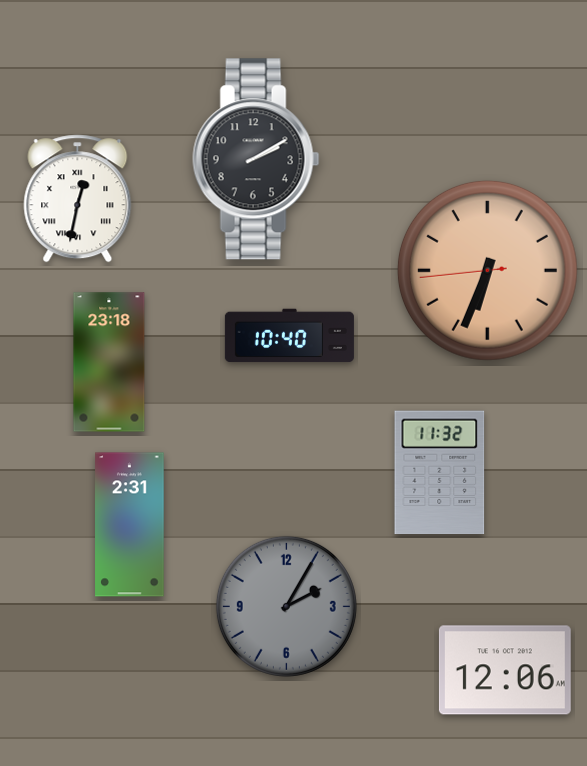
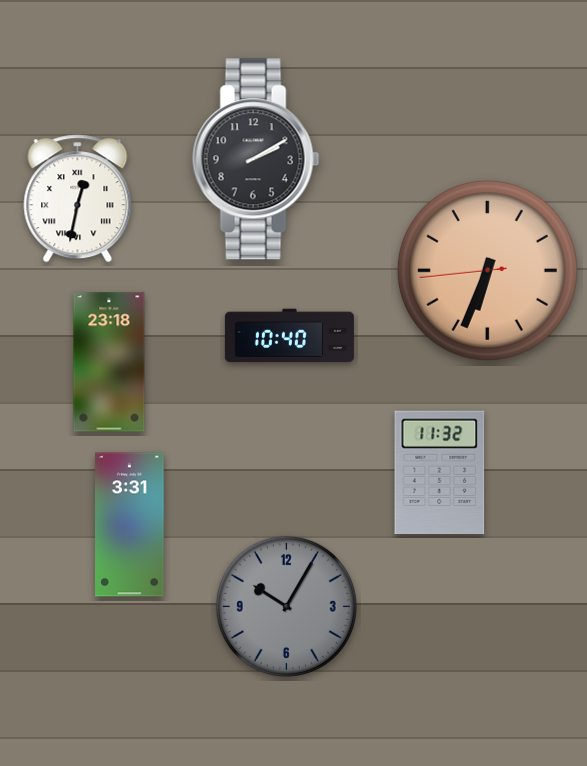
clock at (130, 525): 2:31 -> 3:31
clock at (286, 606): 2:05 -> 10:05
clock at (505, 670): 12:06 -> none
